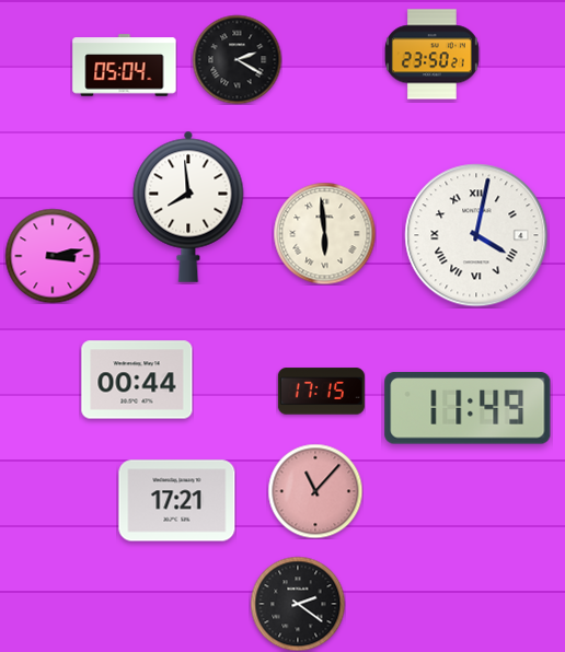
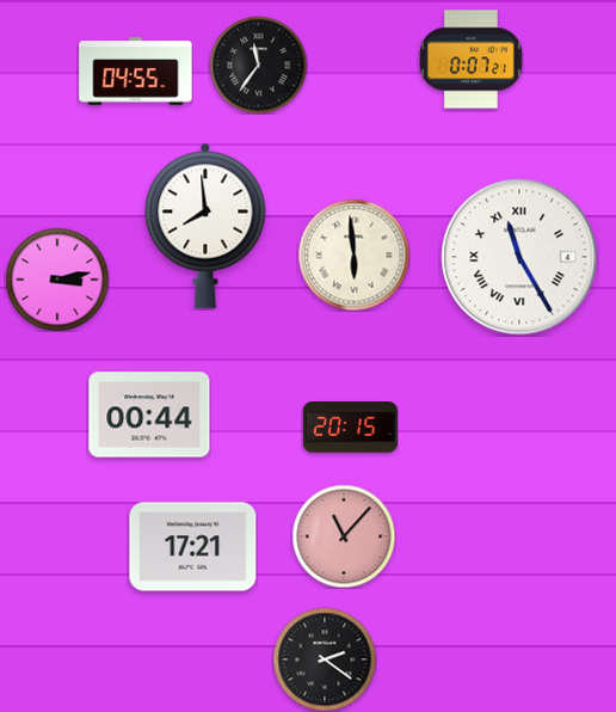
clock at (431, 55): 23:50 -> 0:07
clock at (237, 59): 2:20 -> 11:36
clock at (125, 66): 05:04 -> 04:55
clock at (476, 235): 4:02 -> 11:25
clock at (321, 392): 17:15 -> 20:15
clock at (468, 408): 11:49 -> none
